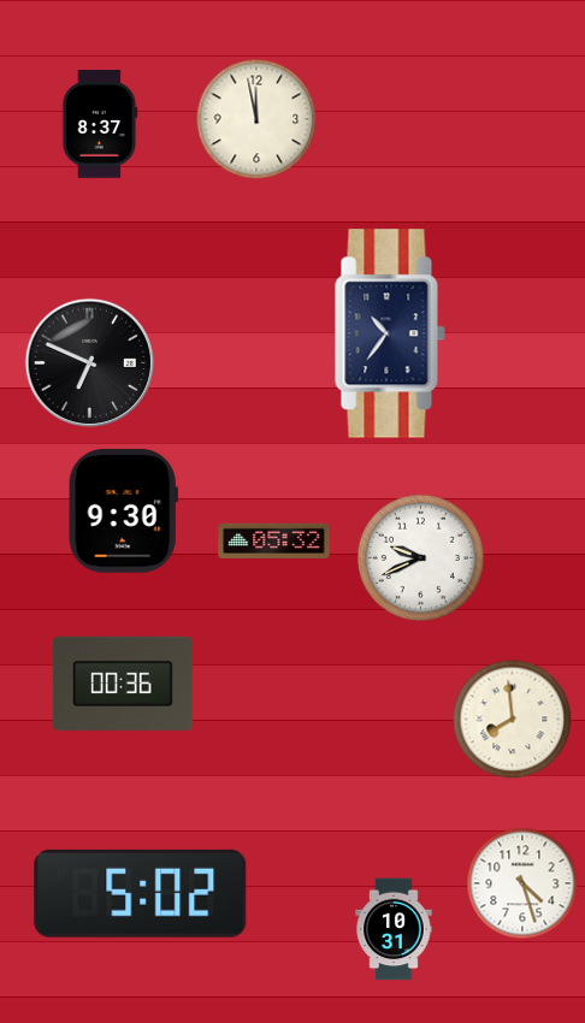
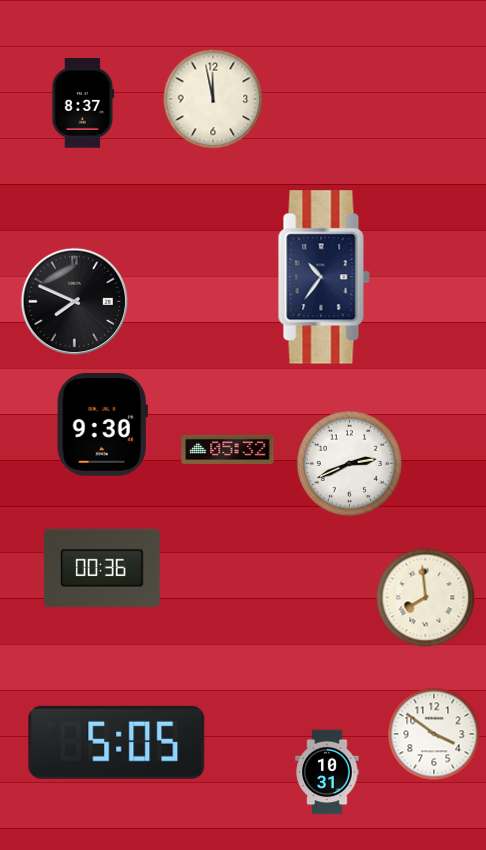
clock at (89, 362): 6:49 -> 7:49
clock at (420, 557): 9:41 -> 2:41
clock at (522, 883): 4:27 -> 3:51
clock at (141, 893): 5:02 -> 5:05
